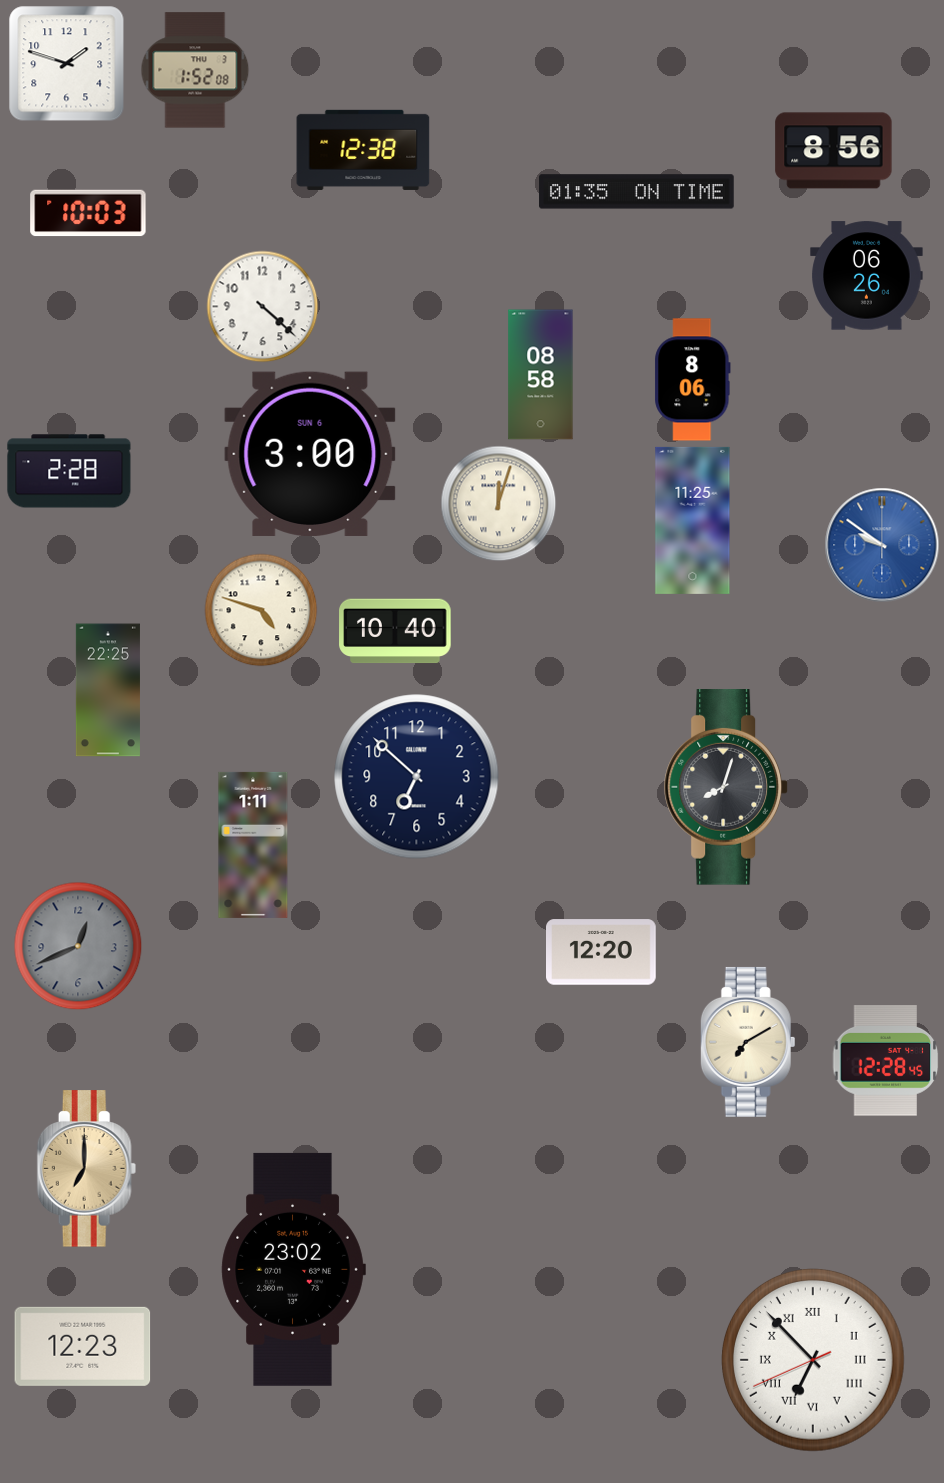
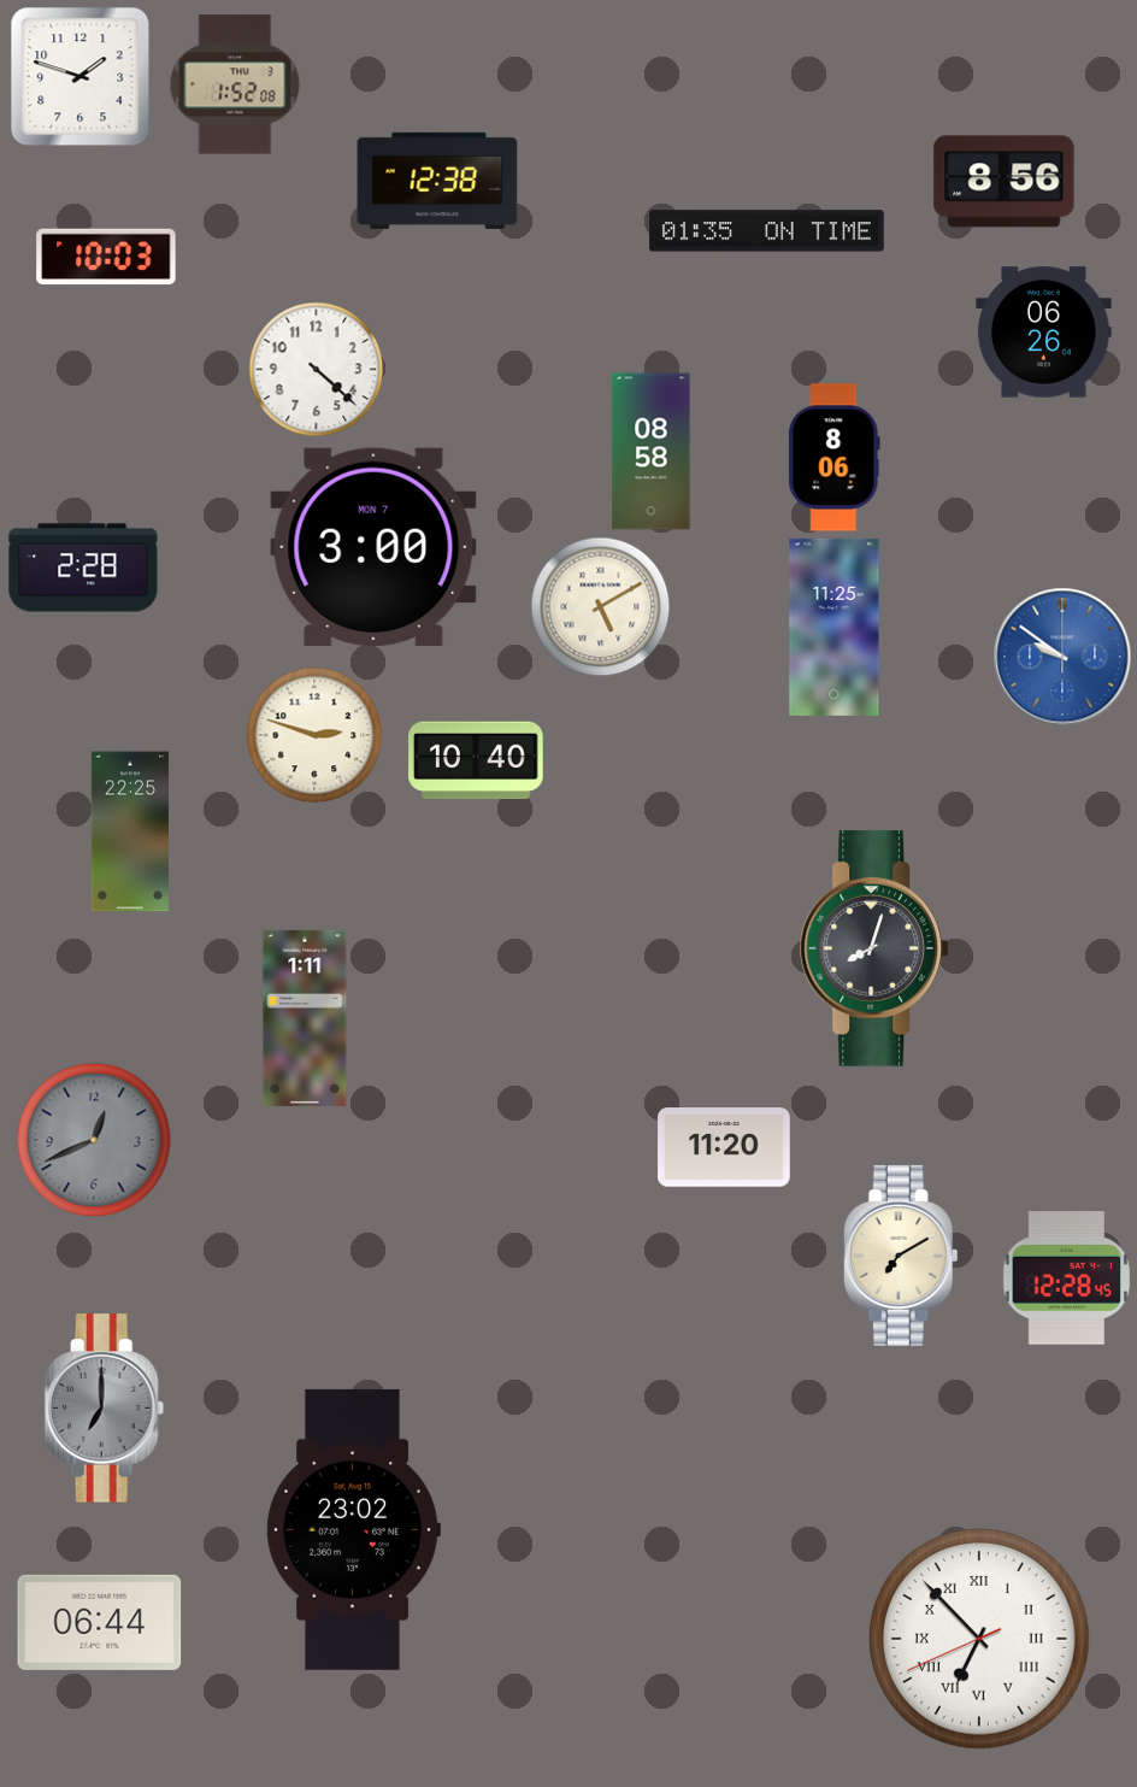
clock at (310, 454) date: SUN 6 -> MON 7
clock at (499, 504): 12:03 -> 5:10
clock at (261, 610): 4:48 -> 2:48
clock at (417, 777): 6:52 -> none
clock at (602, 952): 12:20 -> 11:20
clock at (87, 1169) dial: champagne -> grey
clock at (83, 1346): 12:23 -> 06:44
